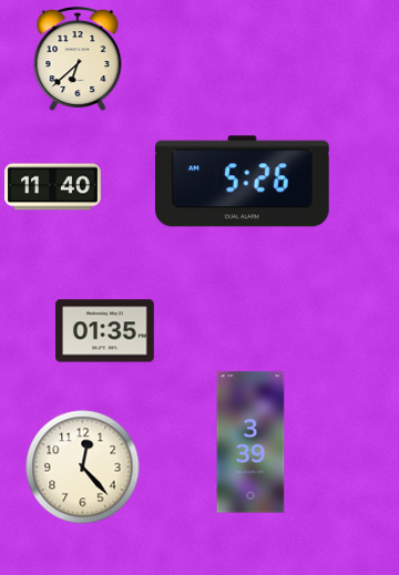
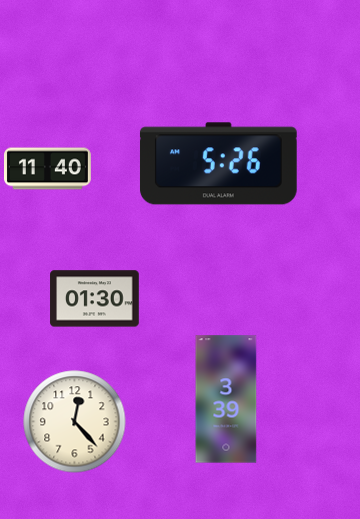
clock at (78, 60): 6:38 -> none
clock at (105, 331): 01:35 -> 01:30
